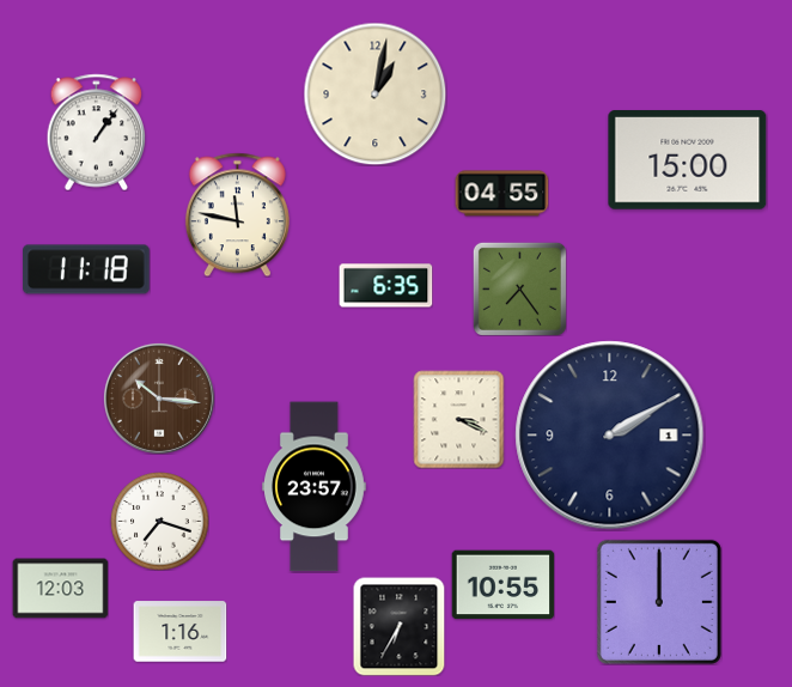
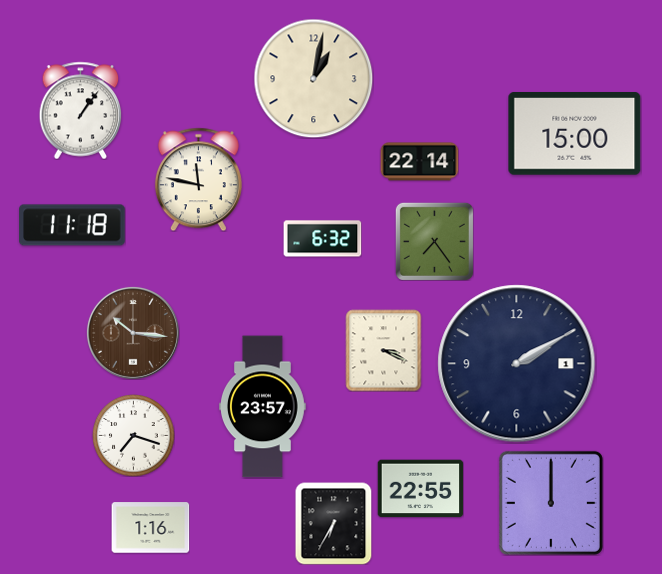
clock at (501, 194): 04:55 -> 22:14
clock at (385, 286): 6:35 -> 6:32
clock at (610, 436) position: (610, 436) -> (517, 364)
clock at (502, 585): 10:55 -> 22:55
clock at (60, 589): 12:03 -> none
